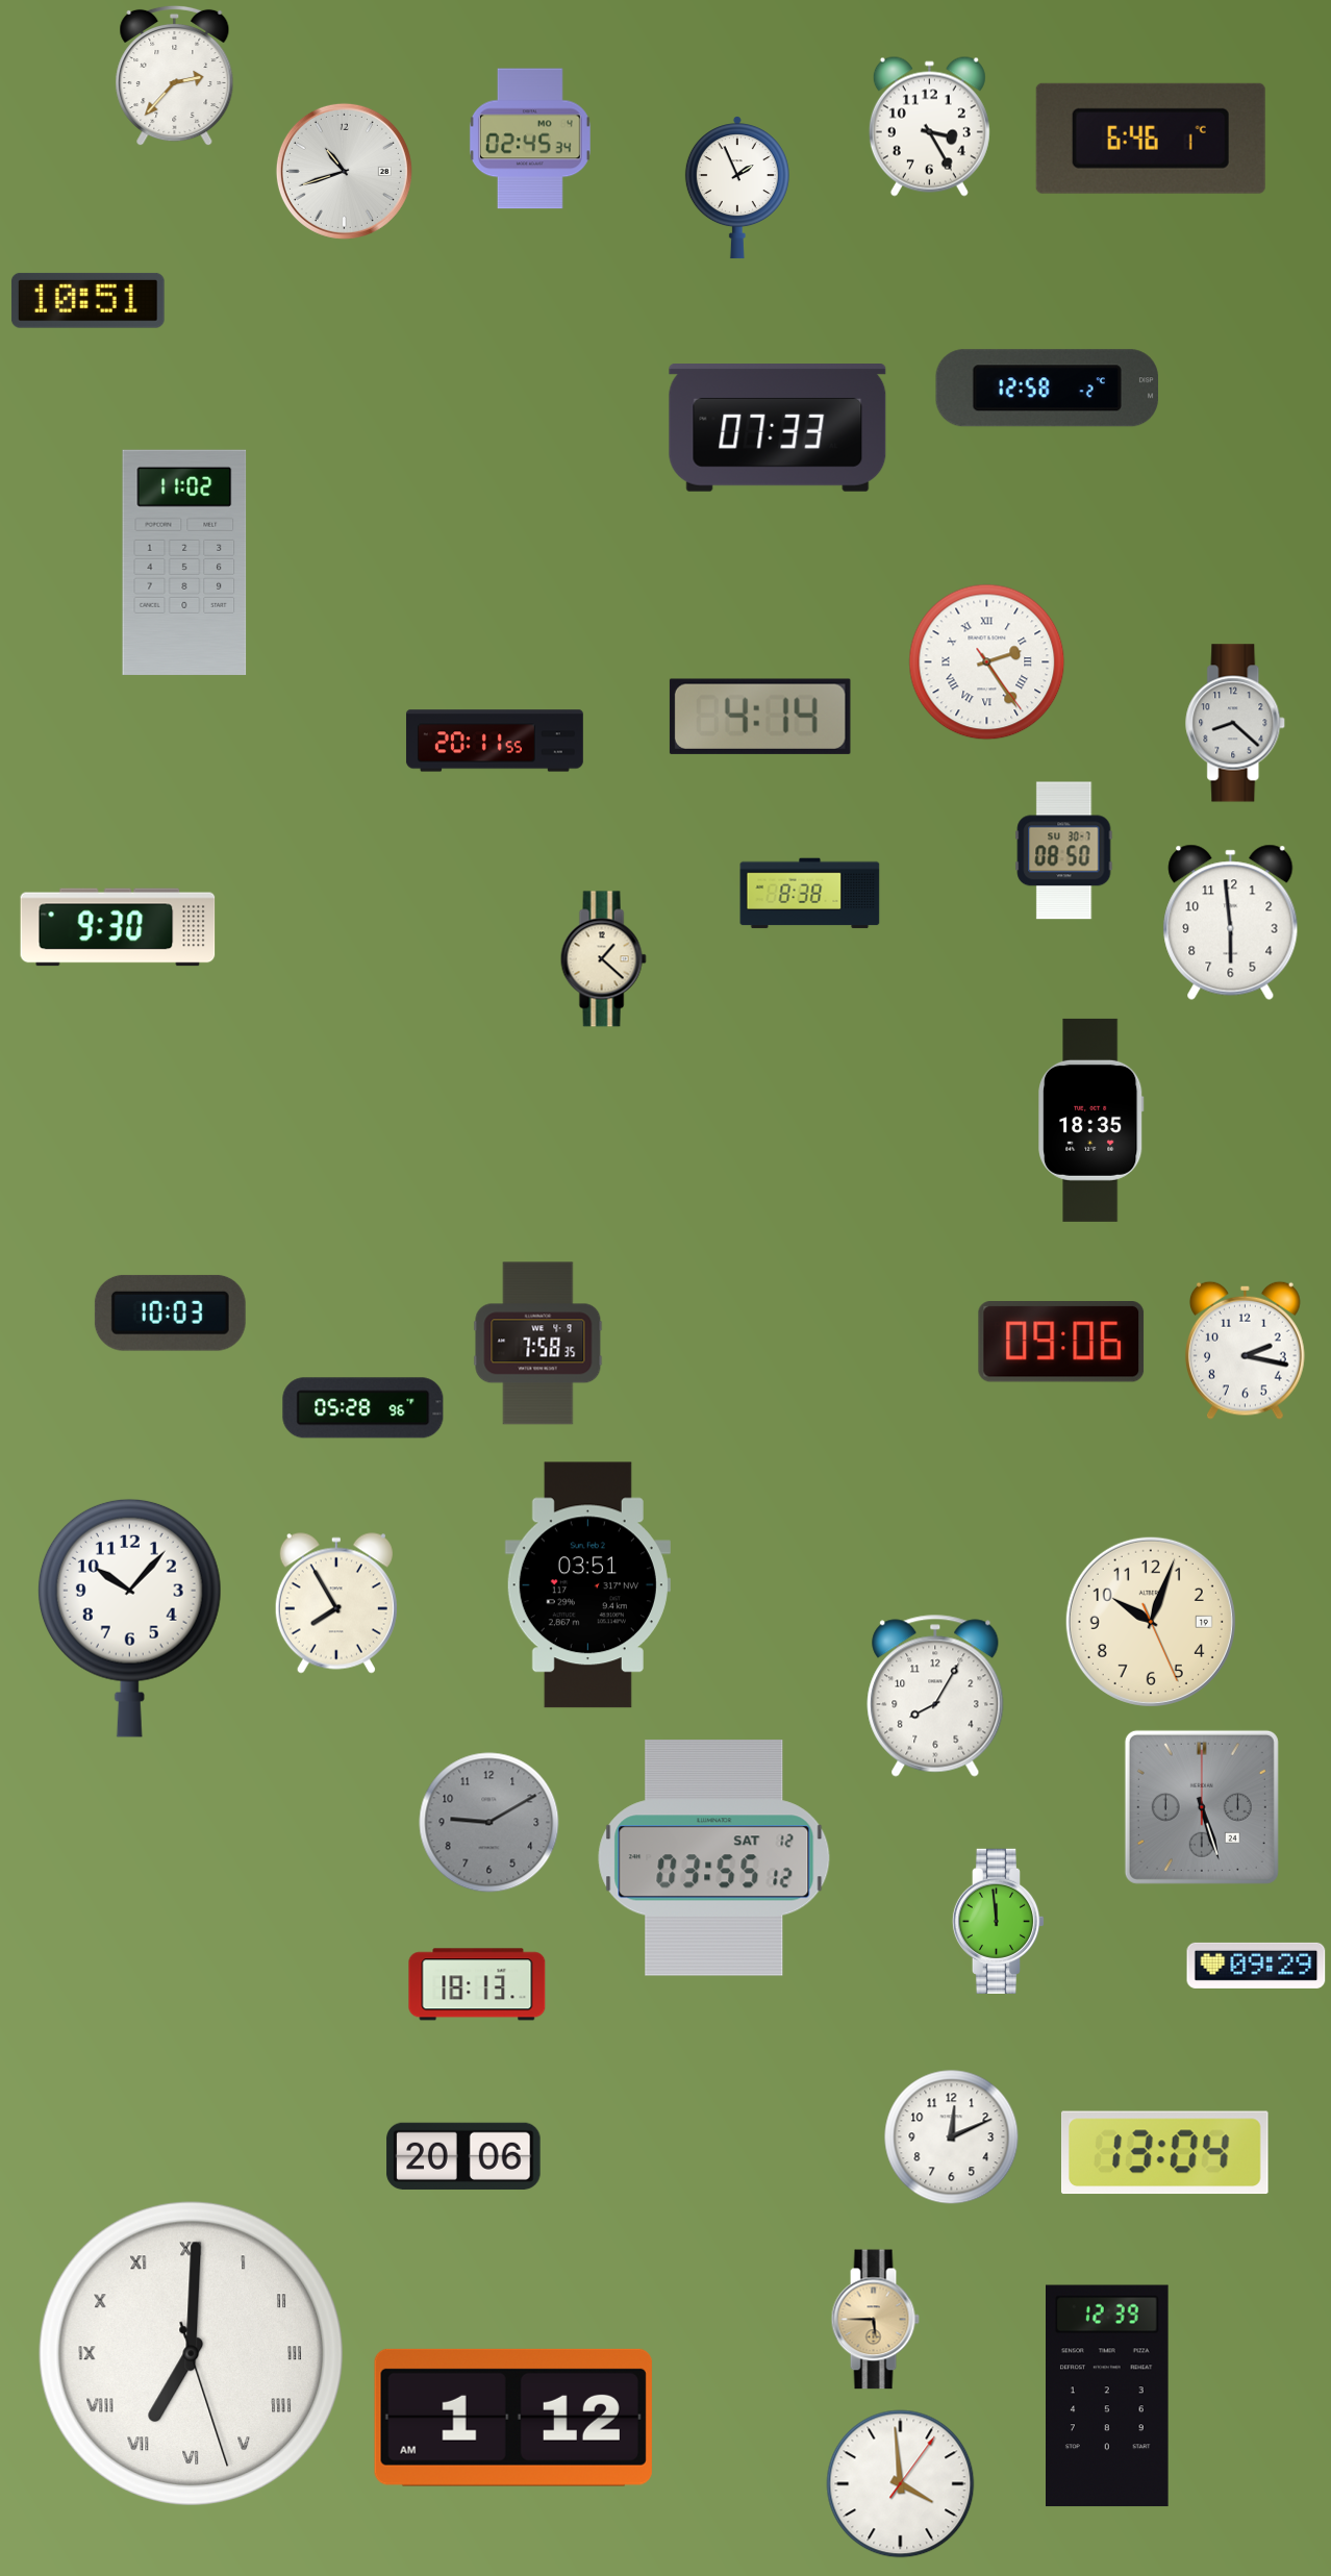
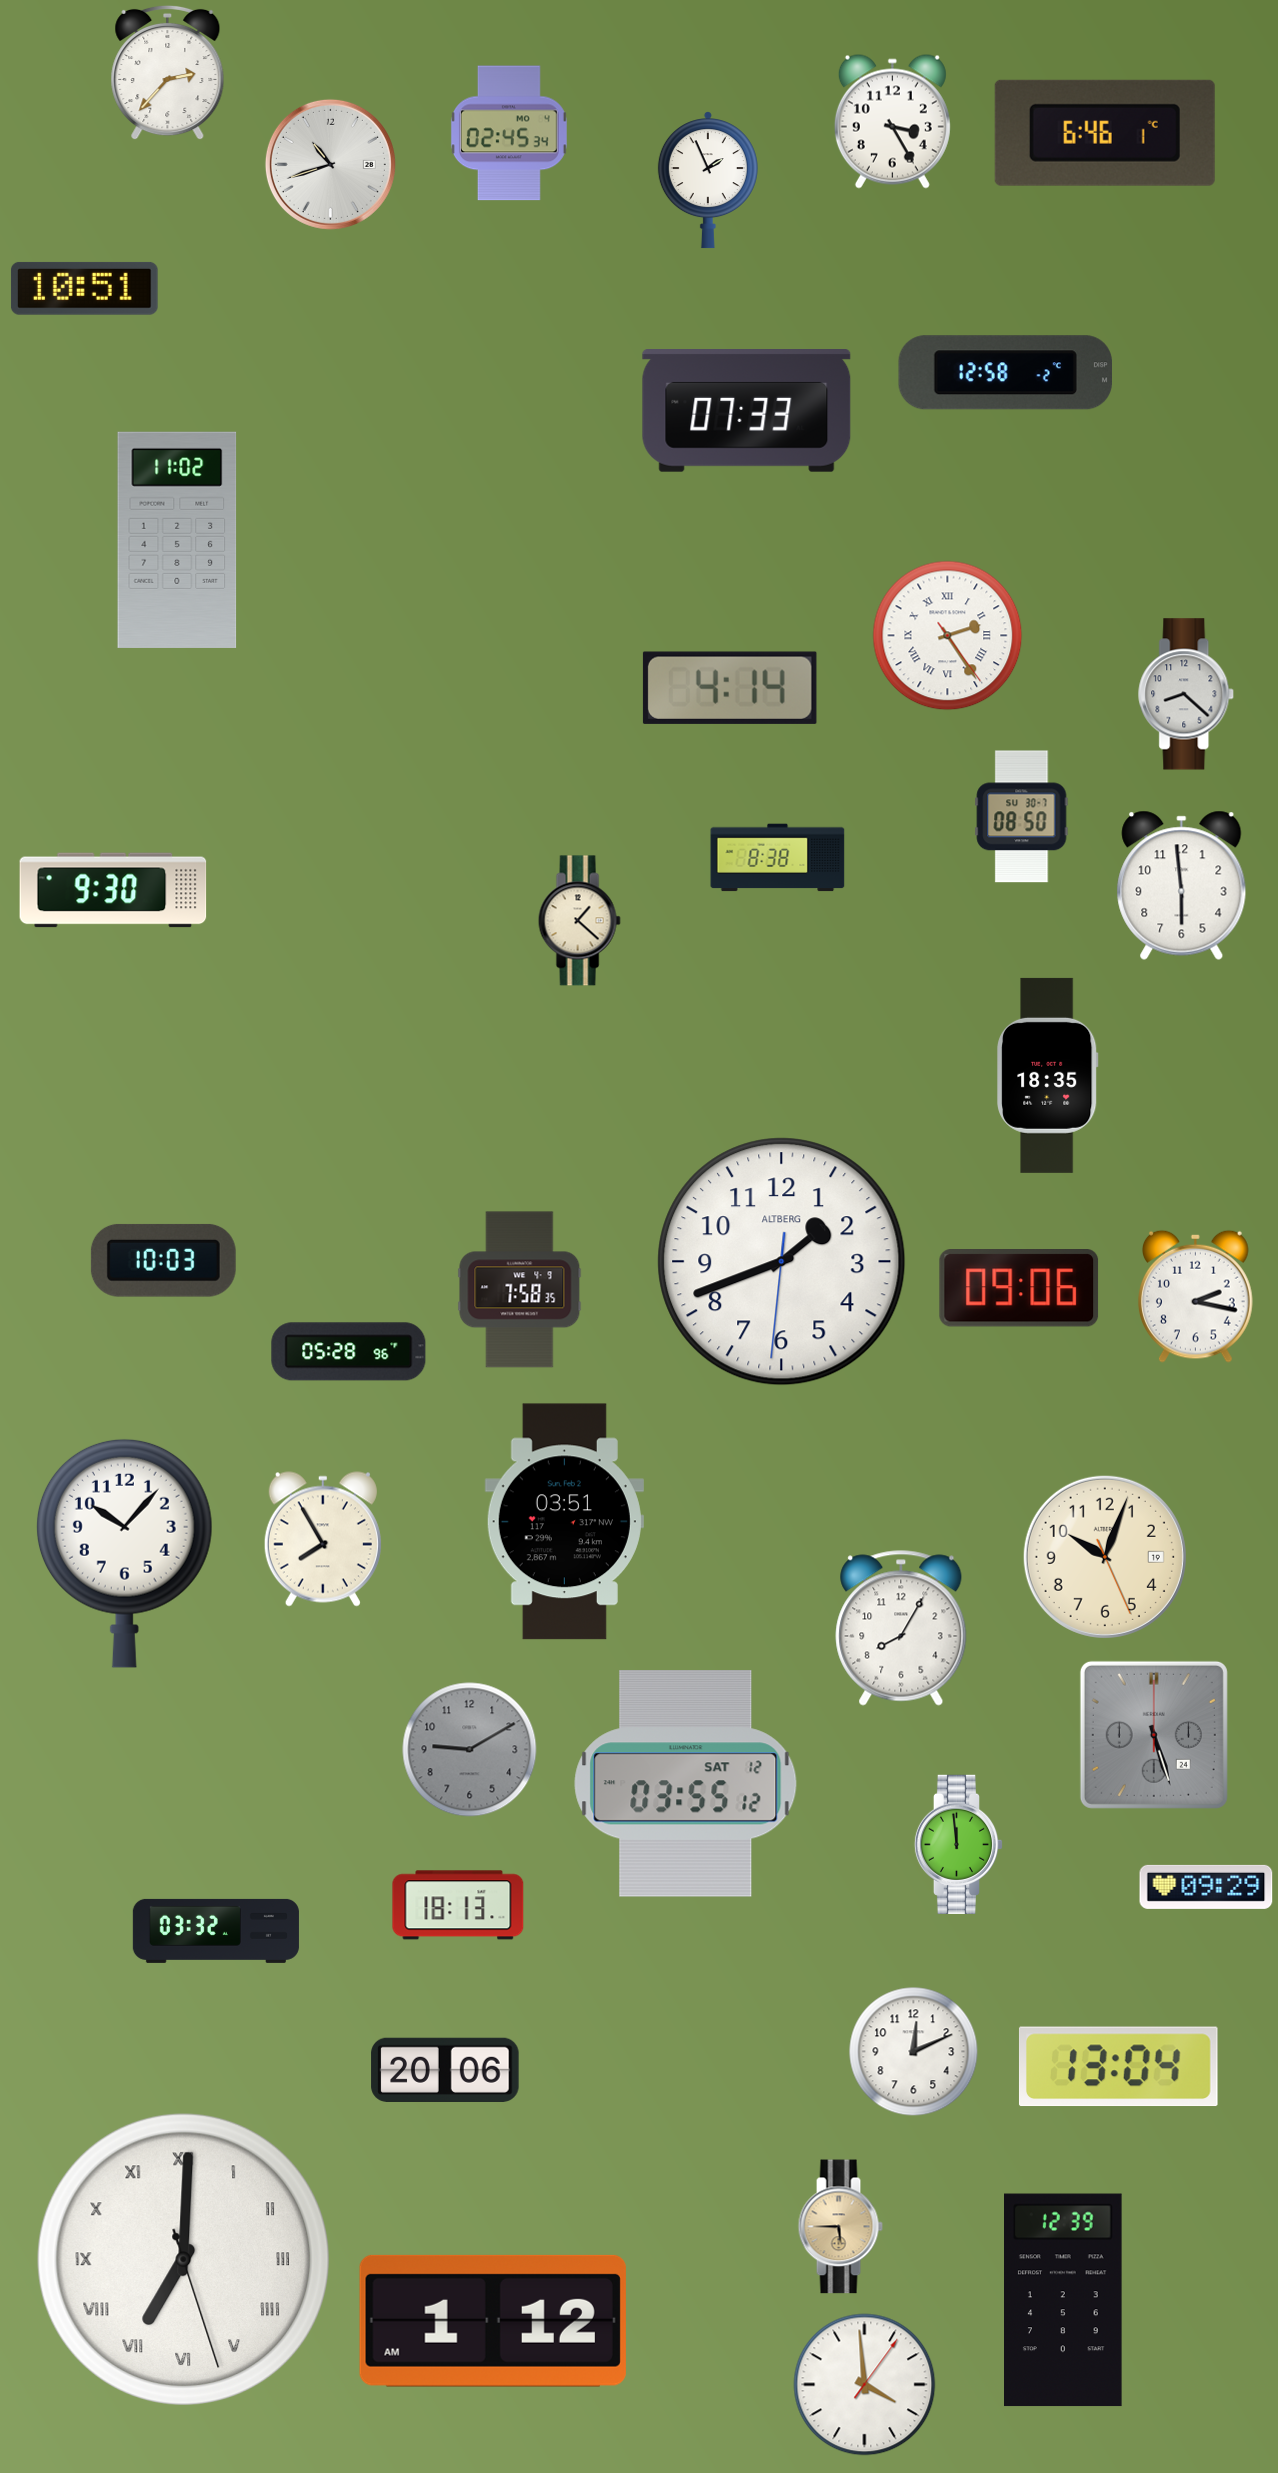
clock at (495, 741): 20:11 -> none
clock at (782, 1262): none -> 1:41
clock at (538, 1344) position: (538, 1344) -> (520, 1290)
clock at (935, 1696) position: (935, 1696) -> (901, 1628)
clock at (216, 1931): none -> 03:32
